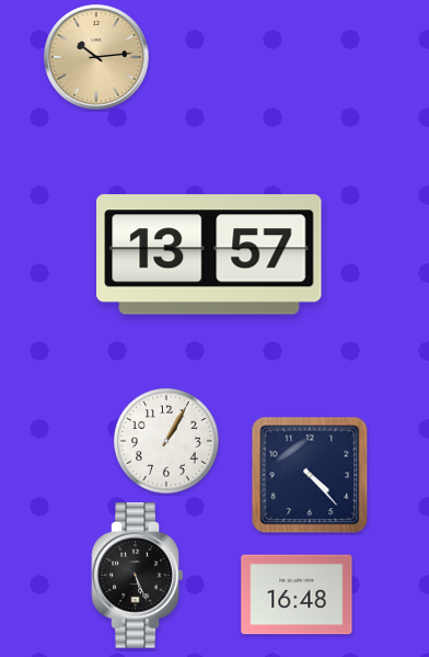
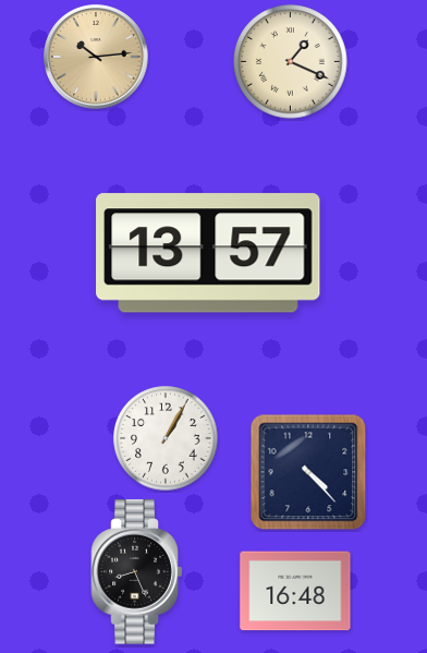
clock at (291, 62): none -> 1:19
clock at (138, 576): 5:26 -> 8:26
